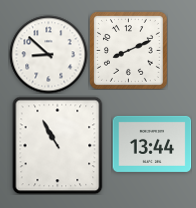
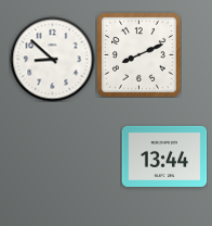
clock at (58, 145): 10:55 -> none
